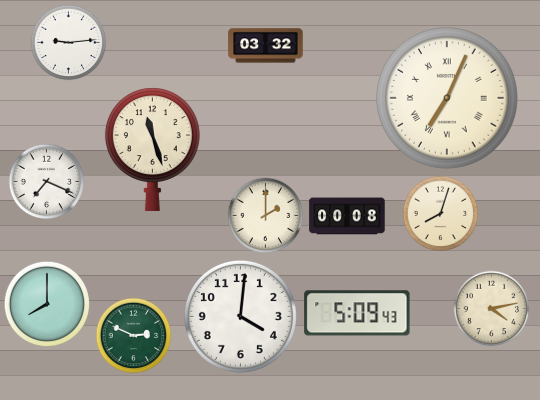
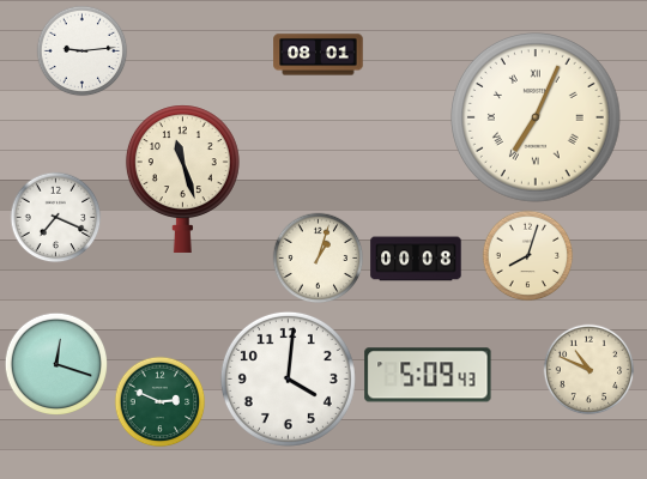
clock at (266, 46): 03:32 -> 08:01
clock at (266, 216): 2:00 -> 1:03
clock at (46, 303): 8:00 -> 12:18
clock at (492, 309): 4:13 -> 10:49
